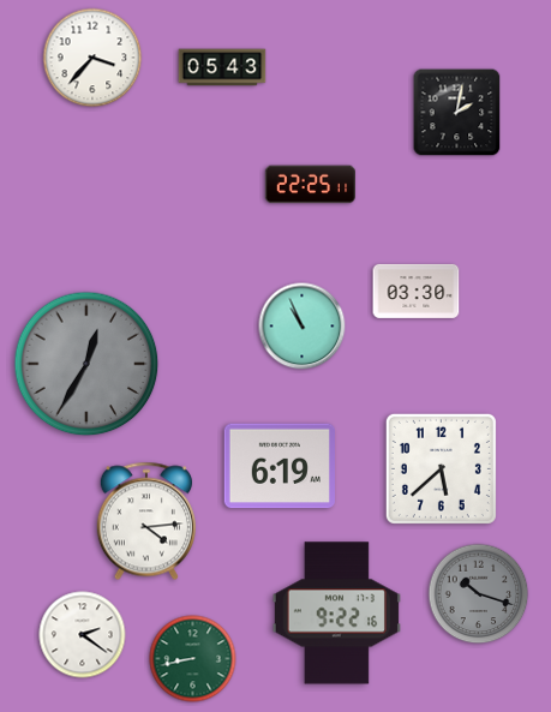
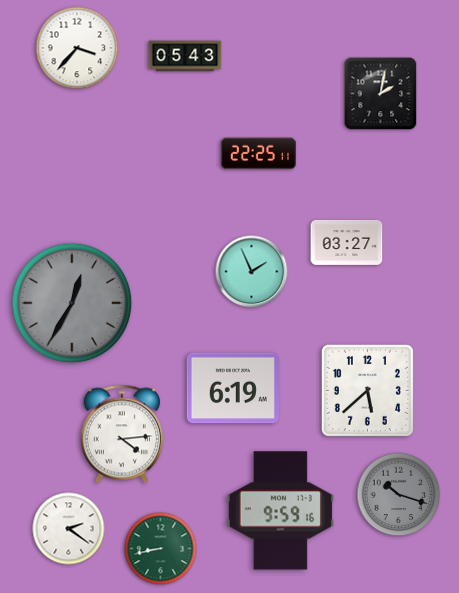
clock at (417, 291): 03:30 -> 03:27
clock at (303, 327): 10:56 -> 1:56
clock at (336, 614): 9:22 -> 9:59
